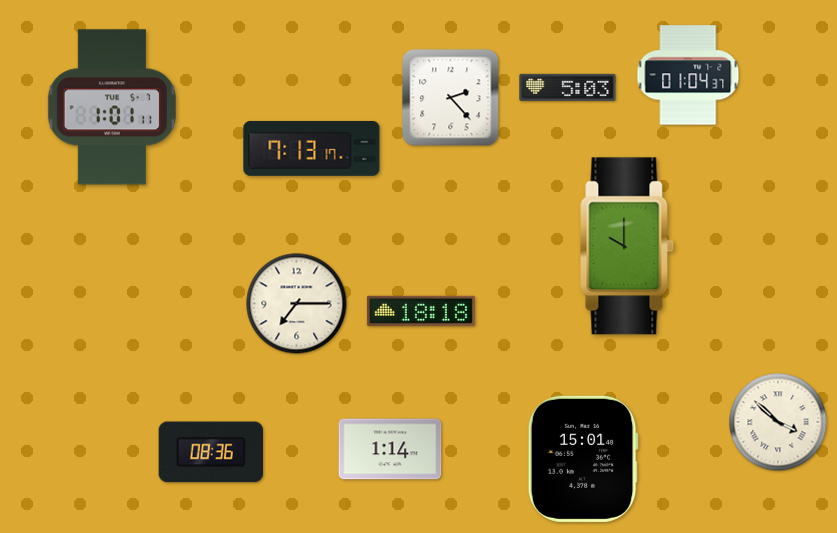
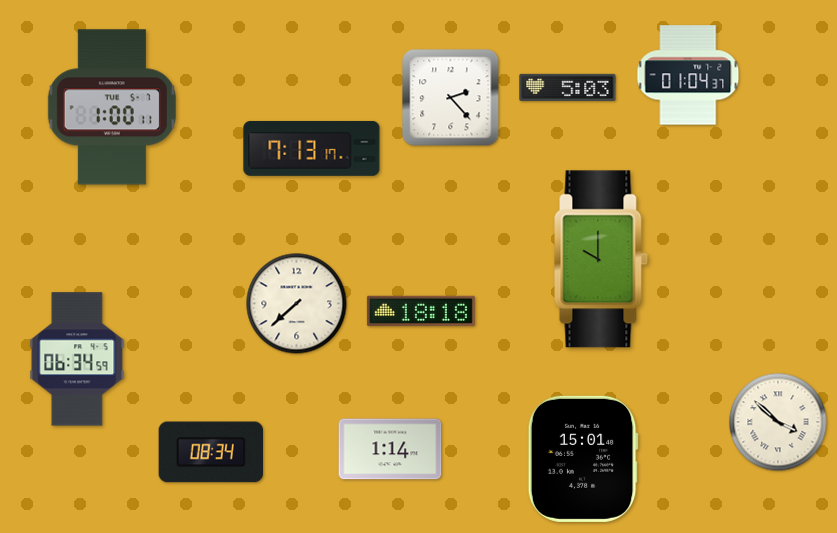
clock at (112, 107): 1:01 -> 1:00
clock at (627, 246) position: (627, 246) -> (601, 259)
clock at (297, 304): 7:15 -> 7:38
clock at (77, 359): none -> 06:34
clock at (210, 452): 08:36 -> 08:34
